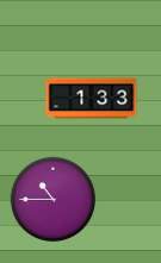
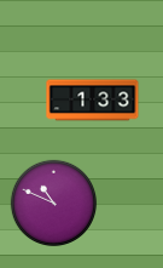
clock at (54, 200): 10:45 -> 10:49
